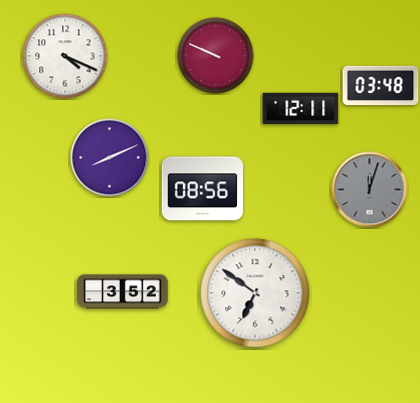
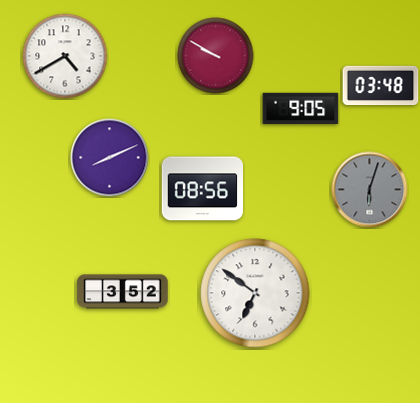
clock at (65, 56): 4:19 -> 4:40
clock at (216, 56): 9:49 -> 9:50
clock at (301, 109): 12:11 -> 9:05
clock at (370, 190): 12:03 -> 6:03
